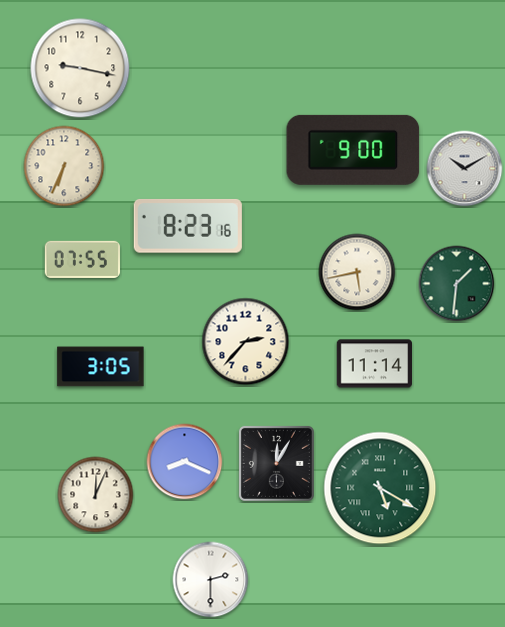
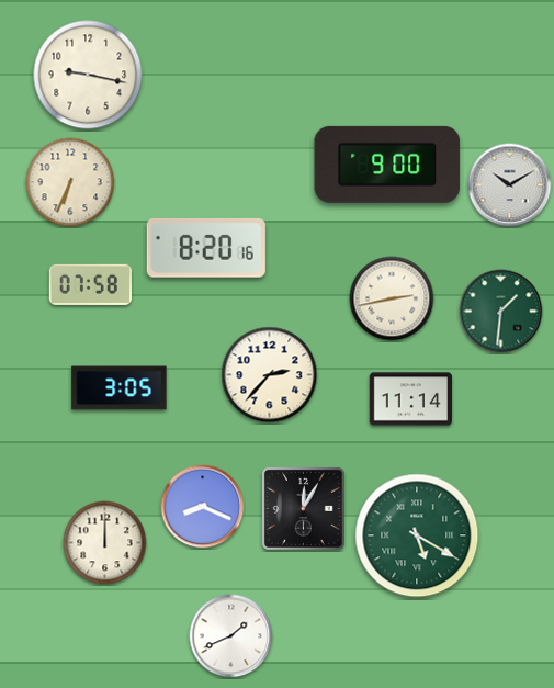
clock at (188, 226): 8:23 -> 8:20
clock at (82, 259): 07:55 -> 07:58
clock at (357, 272): 5:43 -> 2:43
clock at (101, 367) position: (101, 367) -> (120, 388)
clock at (96, 495): 12:04 -> 12:00
clock at (211, 580): 2:30 -> 1:41
